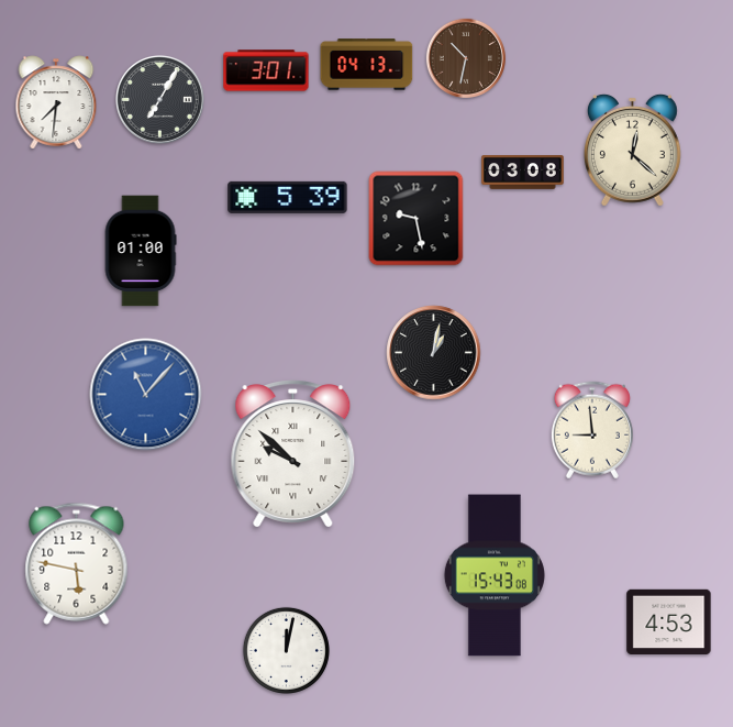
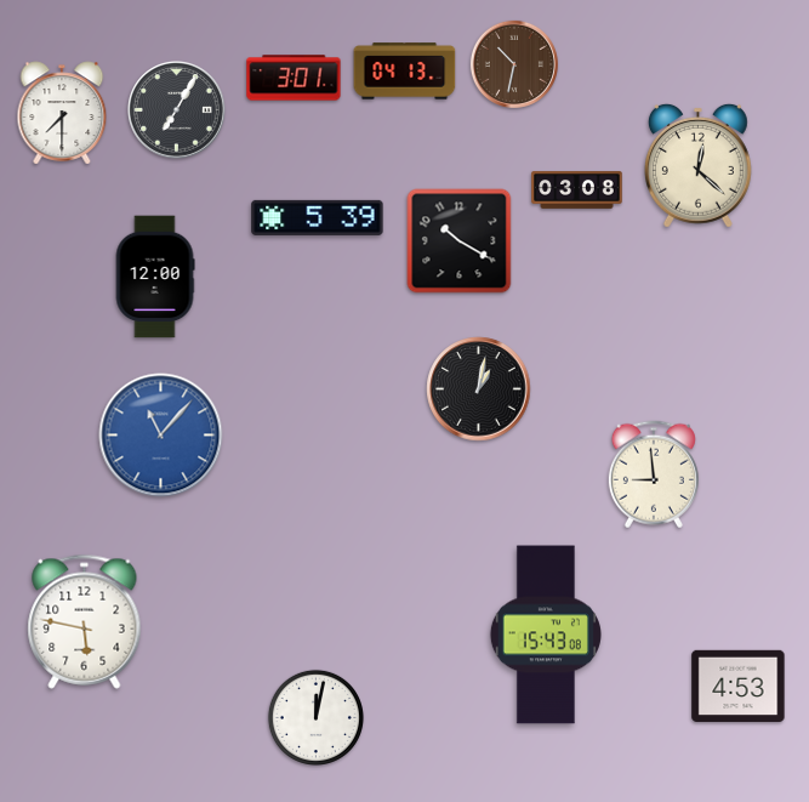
clock at (56, 102): 7:31 -> 7:30
clock at (417, 219): 9:28 -> 10:20
clock at (141, 251): 01:00 -> 12:00
clock at (293, 454): 9:52 -> none
